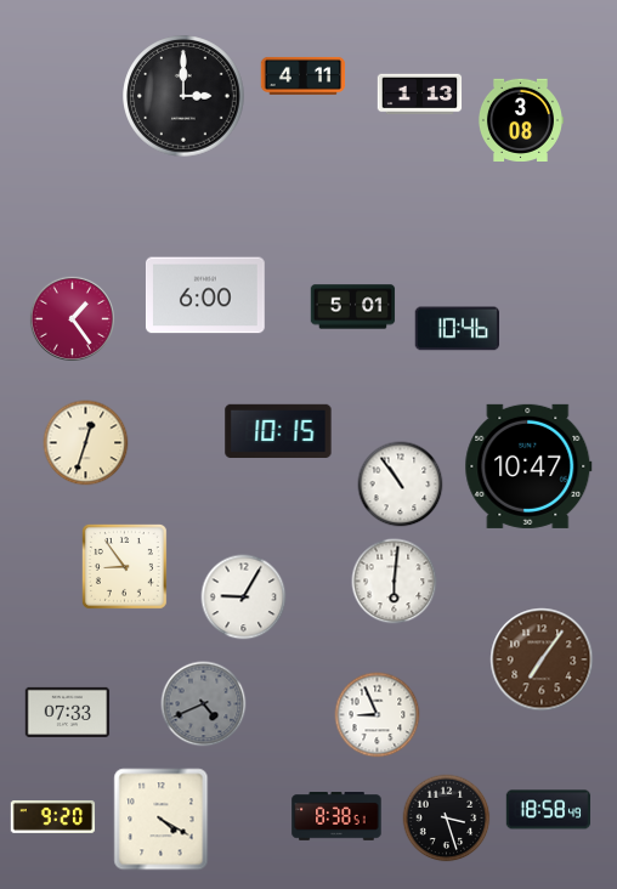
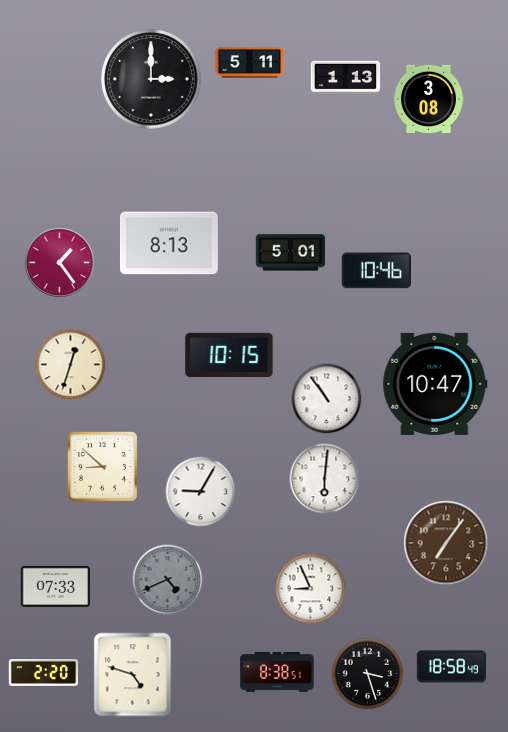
clock at (304, 75): 4:11 -> 5:11
clock at (205, 295): 6:00 -> 8:13
clock at (401, 485) position: (401, 485) -> (327, 399)
clock at (125, 567): 8:54 -> 8:52
clock at (53, 817): 9:20 -> 2:20
clock at (162, 820): 4:20 -> 4:48
